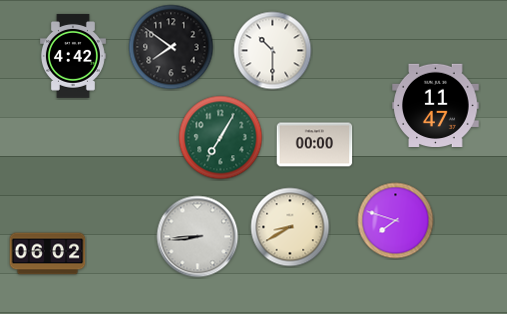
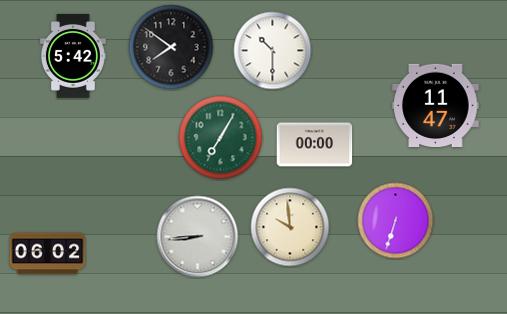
clock at (73, 56): 4:42 -> 5:42
clock at (396, 221): 7:48 -> 6:33
clock at (290, 227): 8:40 -> 9:59
